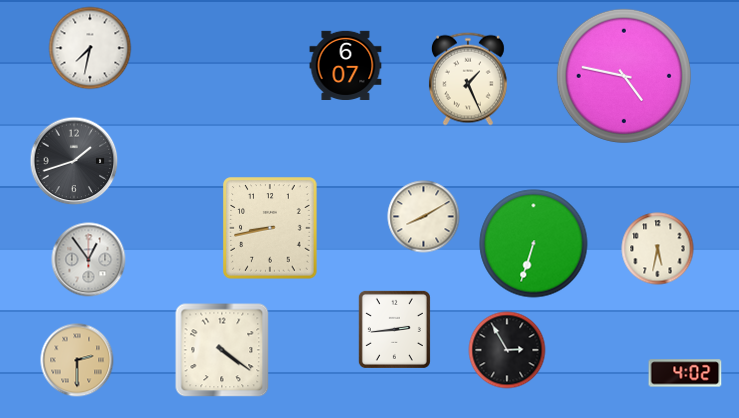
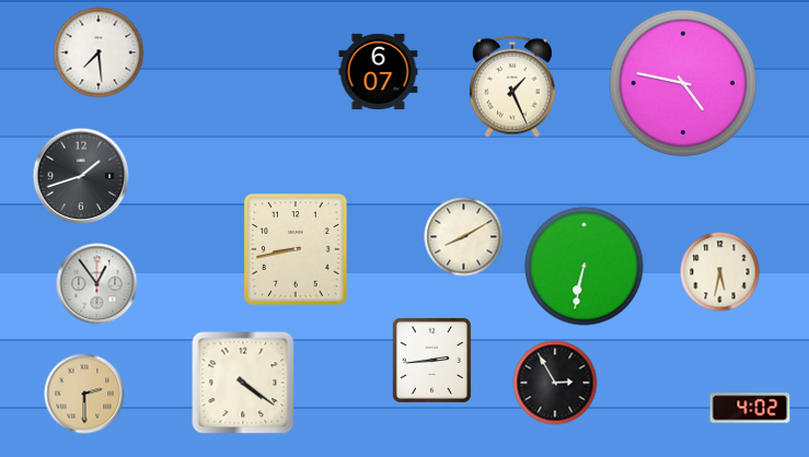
clock at (90, 48): 7:32 -> 7:29
clock at (534, 244): 6:33 -> 6:32
